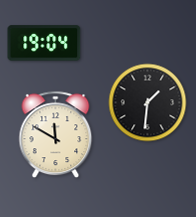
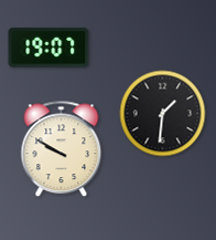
clock at (44, 43): 19:04 -> 19:07
clock at (56, 135): 11:50 -> 9:50
